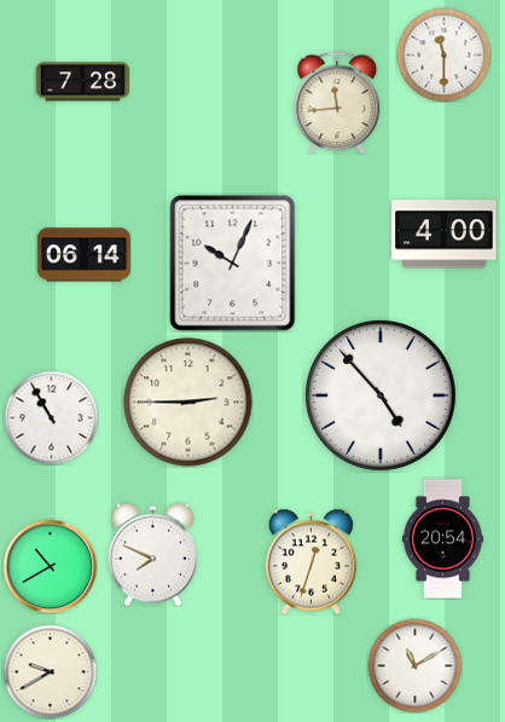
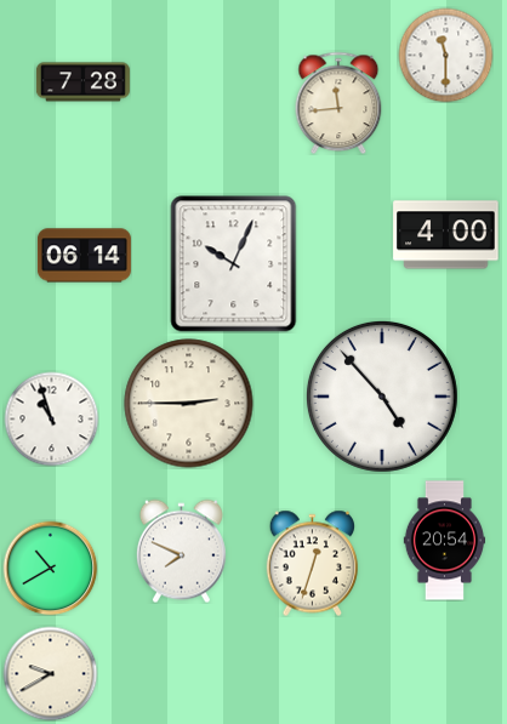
clock at (51, 417): 10:55 -> 10:57
clock at (152, 554) position: (152, 554) -> (181, 551)
clock at (414, 665): 11:10 -> none
